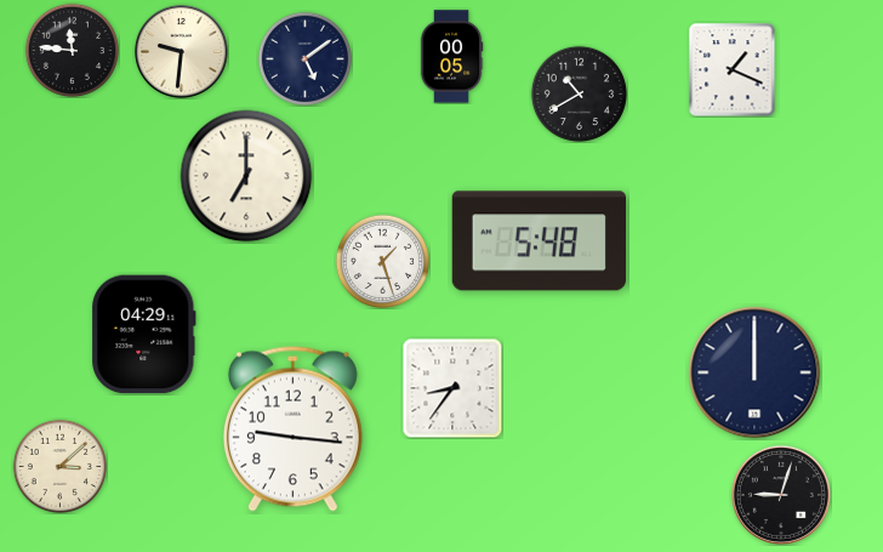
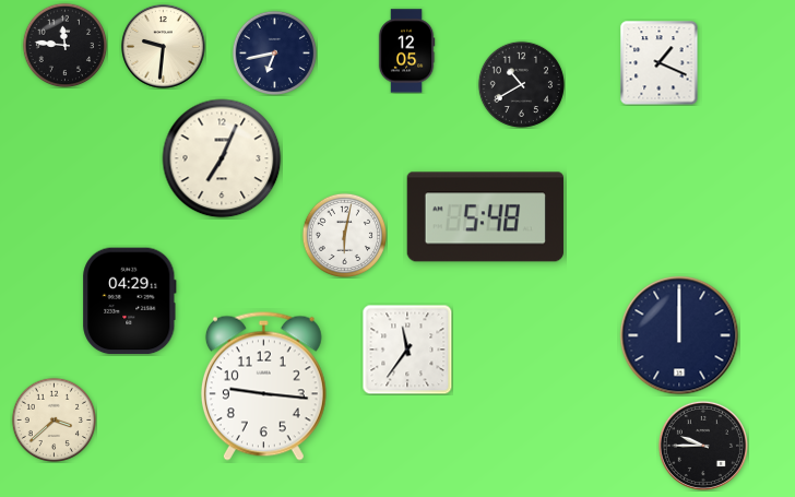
clock at (451, 57): 00:05 -> 12:05
clock at (304, 58): 5:09 -> 6:43
clock at (246, 176): 7:00 -> 7:04
clock at (382, 261): 1:27 -> 6:02
clock at (452, 388): 8:36 -> 11:36
clock at (59, 466): 3:08 -> 3:38
clock at (781, 495): 9:03 -> 9:45
